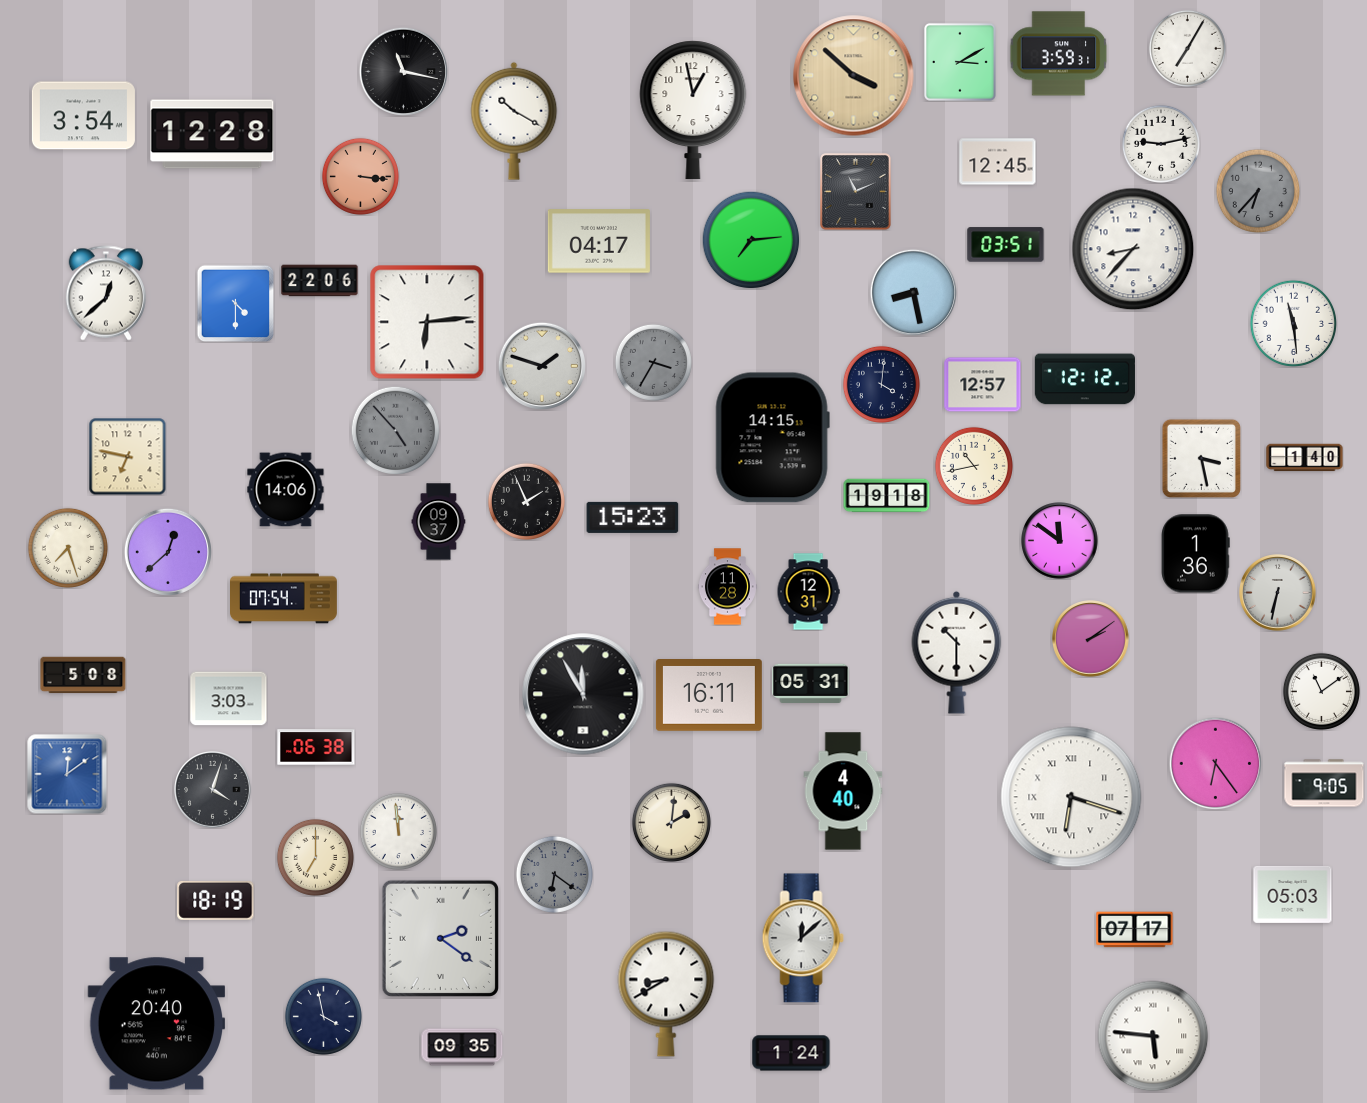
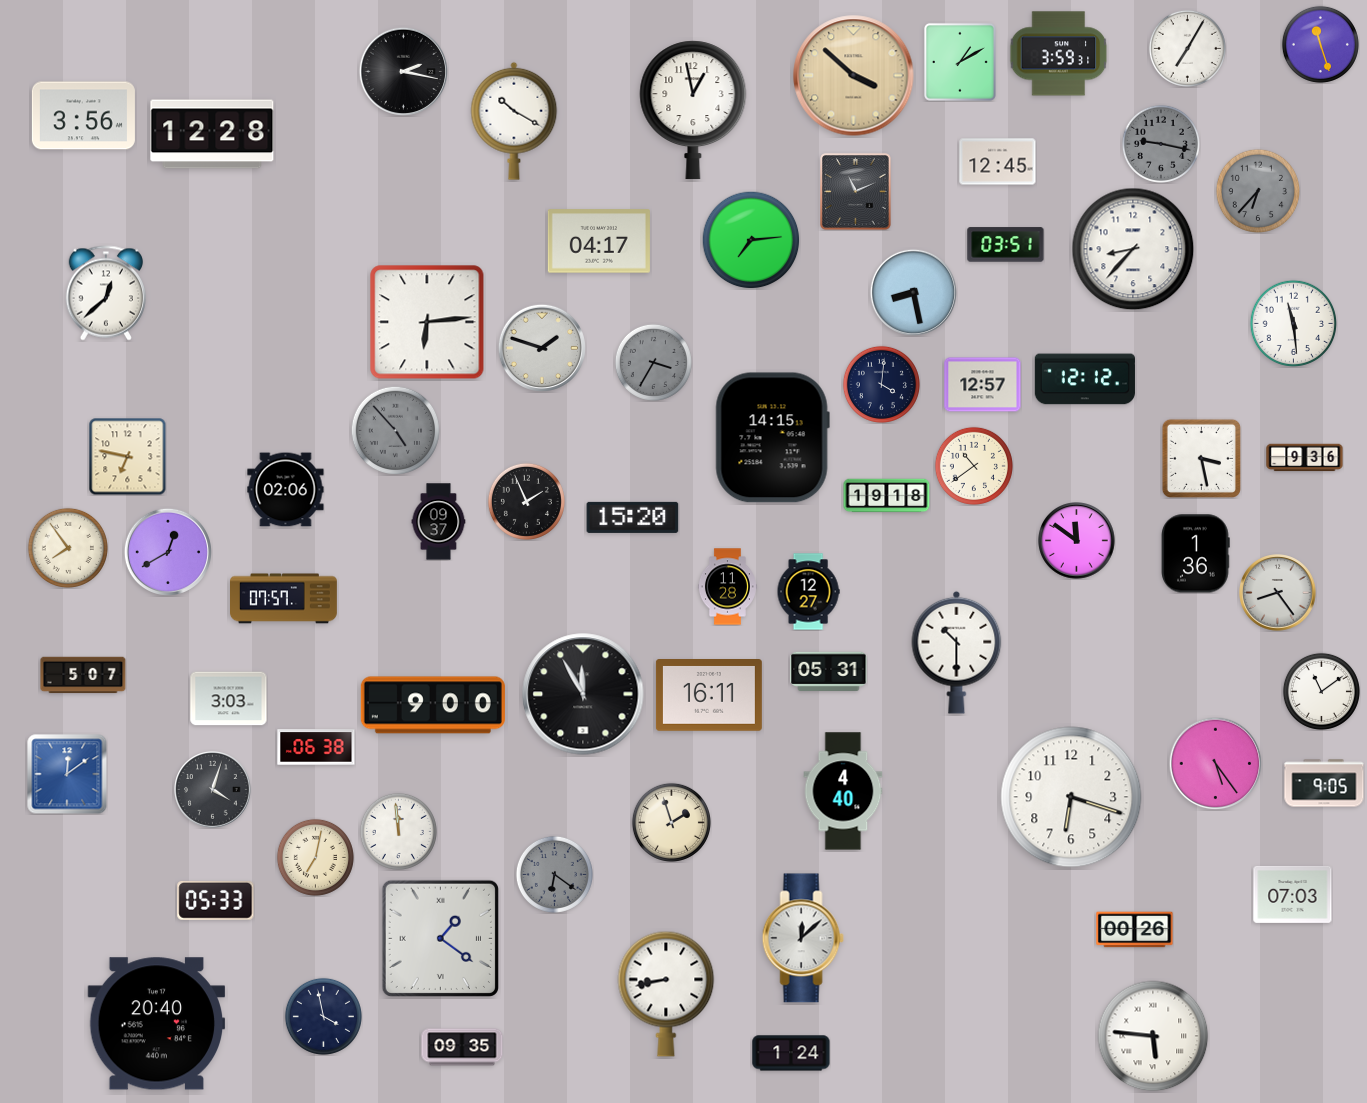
clock at (1320, 44): none -> 11:27
clock at (960, 62): 3:10 -> 1:10
clock at (403, 71): 11:17 -> 2:17
clock at (83, 116): 3:54 -> 3:56
clock at (1161, 144): 9:13 -> 9:17
clock at (1161, 144) dial: white -> grey
clock at (360, 176): 3:16 -> none
clock at (320, 281): 22:06 -> none
clock at (235, 303): 4:30 -> none
clock at (541, 365) position: (541, 365) -> (541, 347)
clock at (1305, 458): 1:40 -> 9:36
clock at (974, 466): 10:43 -> 10:39
clock at (286, 490): 14:06 -> 02:06
clock at (633, 517): 15:23 -> 15:20
clock at (1060, 541) position: (1060, 541) -> (1077, 541)
clock at (68, 548): 7:27 -> 7:54
clock at (167, 551): 12:38 -> 12:40
clock at (808, 592): 12:31 -> 12:27
clock at (1278, 593): 6:32 -> 8:24
clock at (284, 599): 07:54 -> 07:57
clock at (1091, 639): 2:09 -> none
clock at (83, 675): 5:08 -> 5:07
clock at (811, 683) position: (811, 683) -> (829, 671)
clock at (433, 705): none -> 9:00
clock at (1215, 763): 6:24 -> 5:24
clock at (1071, 797) numerals: Roman -> Arabic
clock at (671, 822): 2:01 -> 1:57
clock at (315, 857): 7:00 -> 7:02
clock at (1293, 894): 05:03 -> 07:03
clock at (216, 900): 18:19 -> 05:33
clock at (1135, 930): 07:17 -> 00:26
clock at (440, 938): 2:21 -> 1:21
clock at (666, 994): 8:40 -> 8:43
